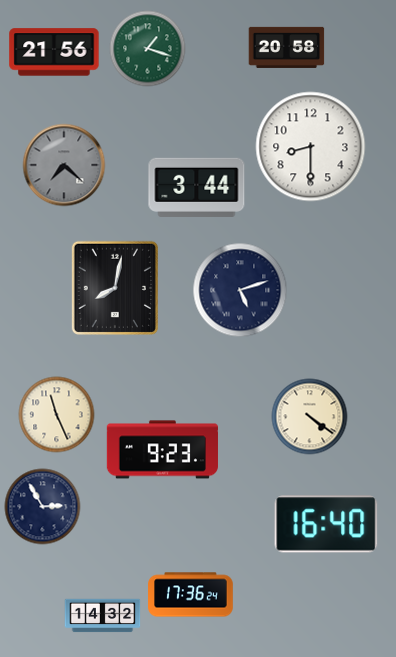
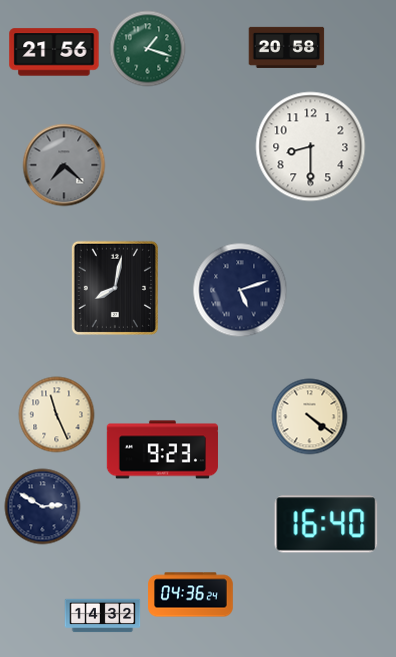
clock at (197, 187): 3:44 -> none
clock at (43, 507): 2:55 -> 2:50
clock at (191, 595): 17:36 -> 04:36
